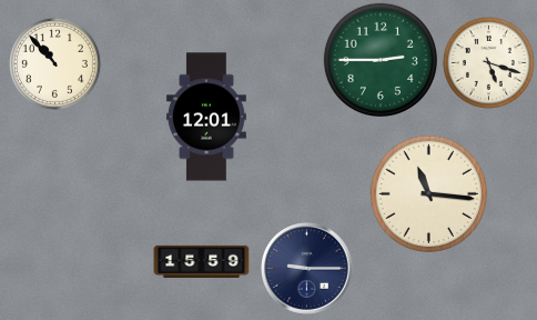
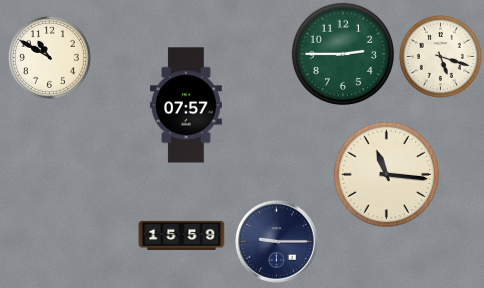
clock at (54, 63): 10:53 -> 10:50
clock at (206, 117): 12:01 -> 07:57
